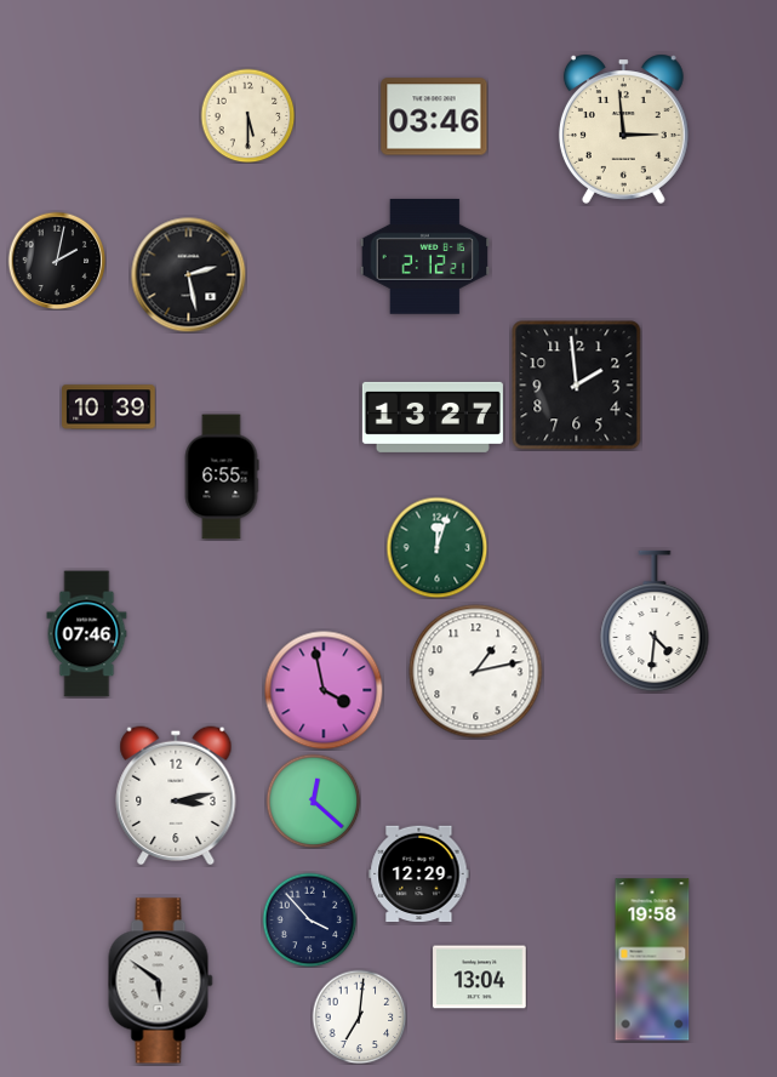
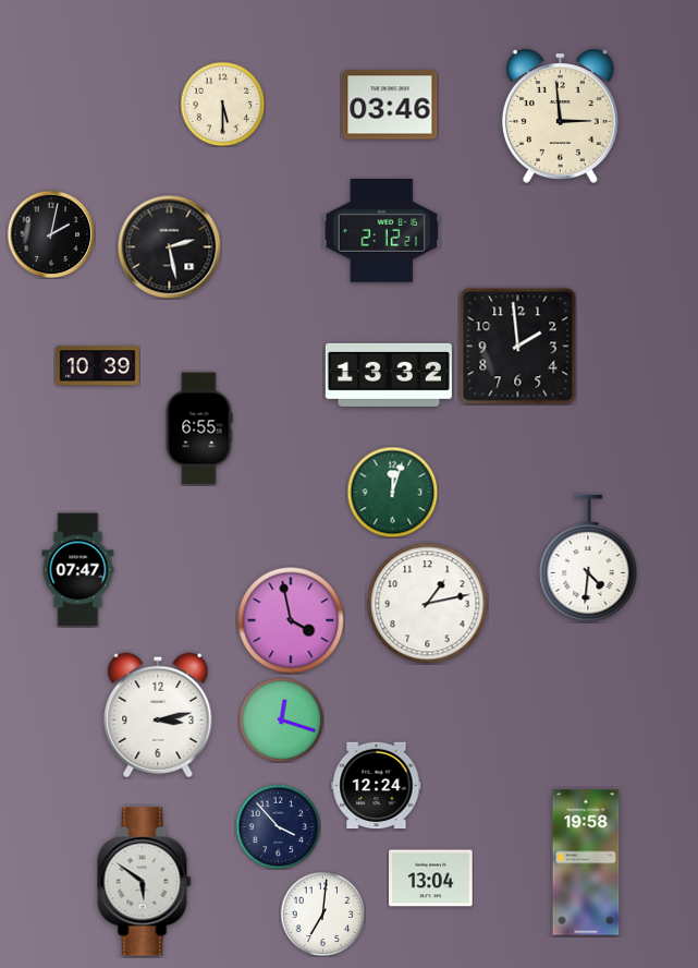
clock at (433, 417): 13:27 -> 13:32
clock at (87, 634): 07:46 -> 07:47
clock at (313, 800): 12:22 -> 12:18
clock at (419, 874): 12:29 -> 12:24
